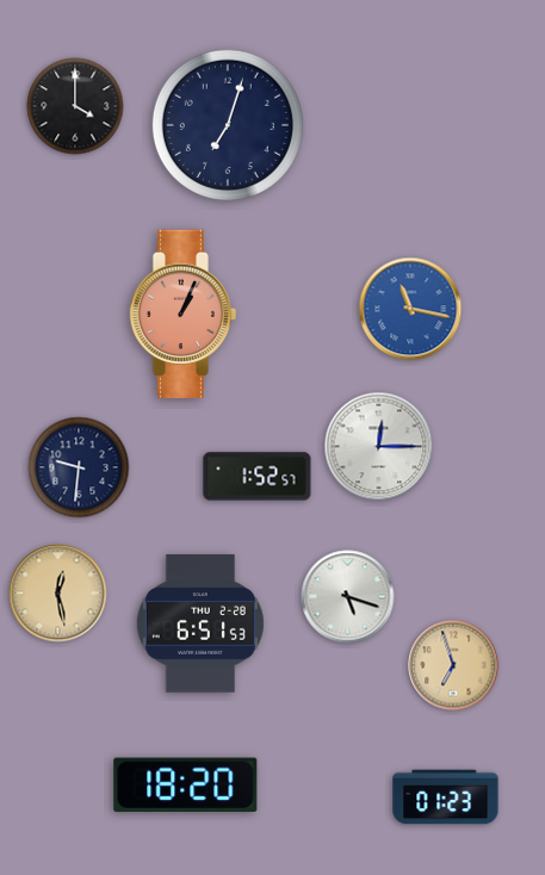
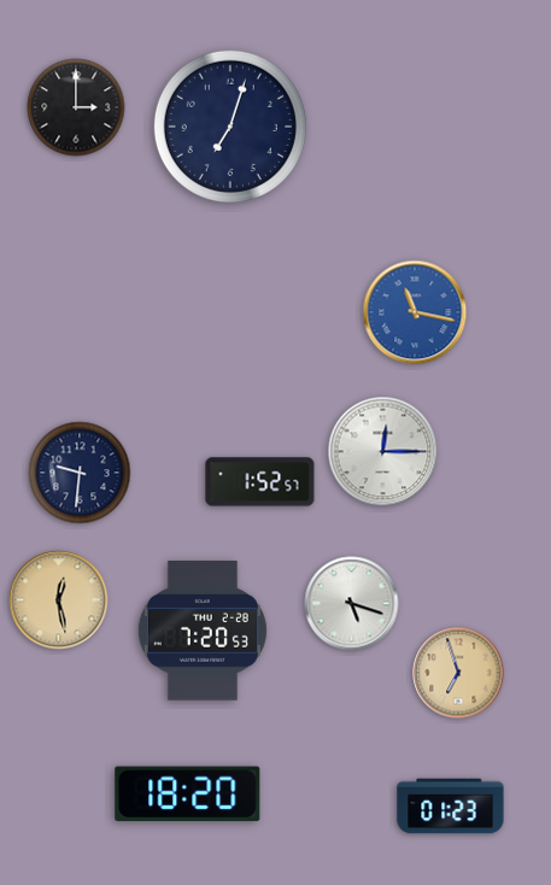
clock at (75, 106): 4:00 -> 3:00
clock at (184, 314): 1:04 -> none
clock at (200, 623): 6:51 -> 7:20
